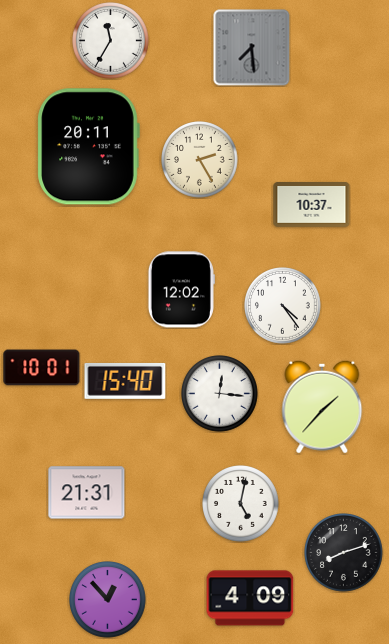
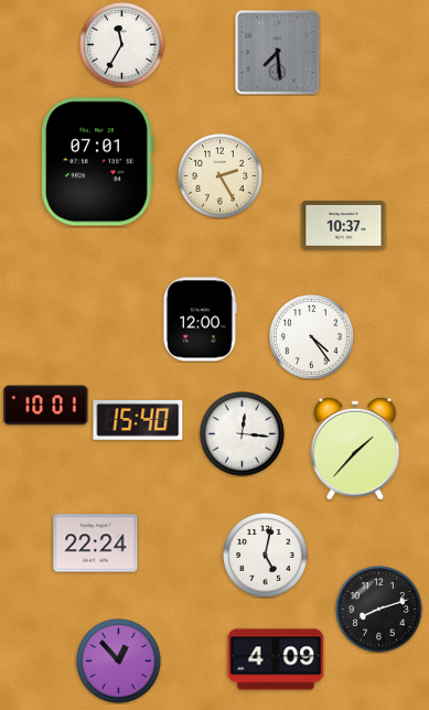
clock at (88, 147): 20:11 -> 07:01
clock at (181, 290): 12:02 -> 12:00
clock at (87, 493): 21:31 -> 22:24
